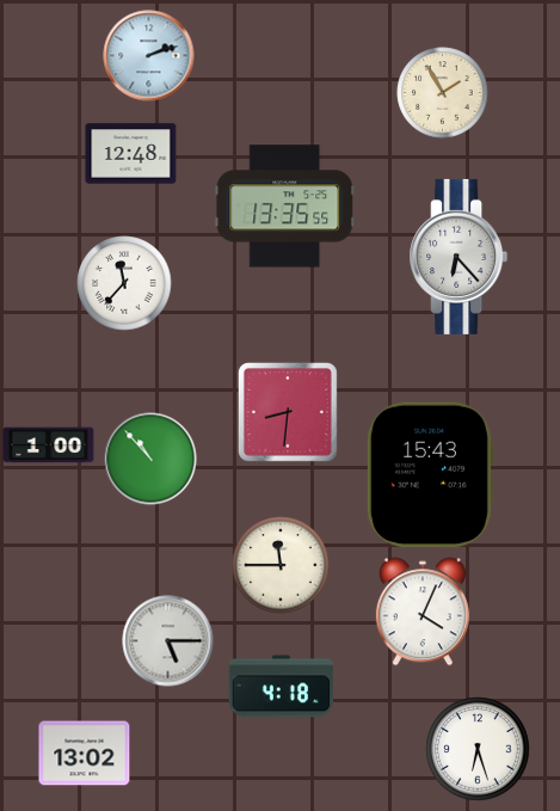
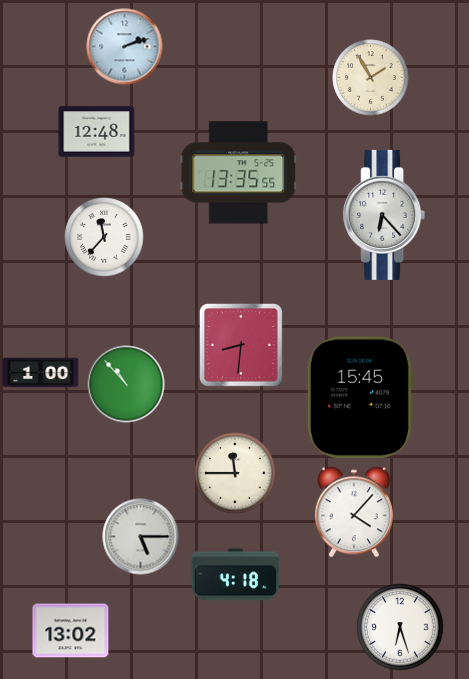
clock at (131, 154) position: (131, 154) -> (97, 132)
clock at (430, 475): 15:43 -> 15:45
clock at (423, 612): 4:04 -> 4:07
